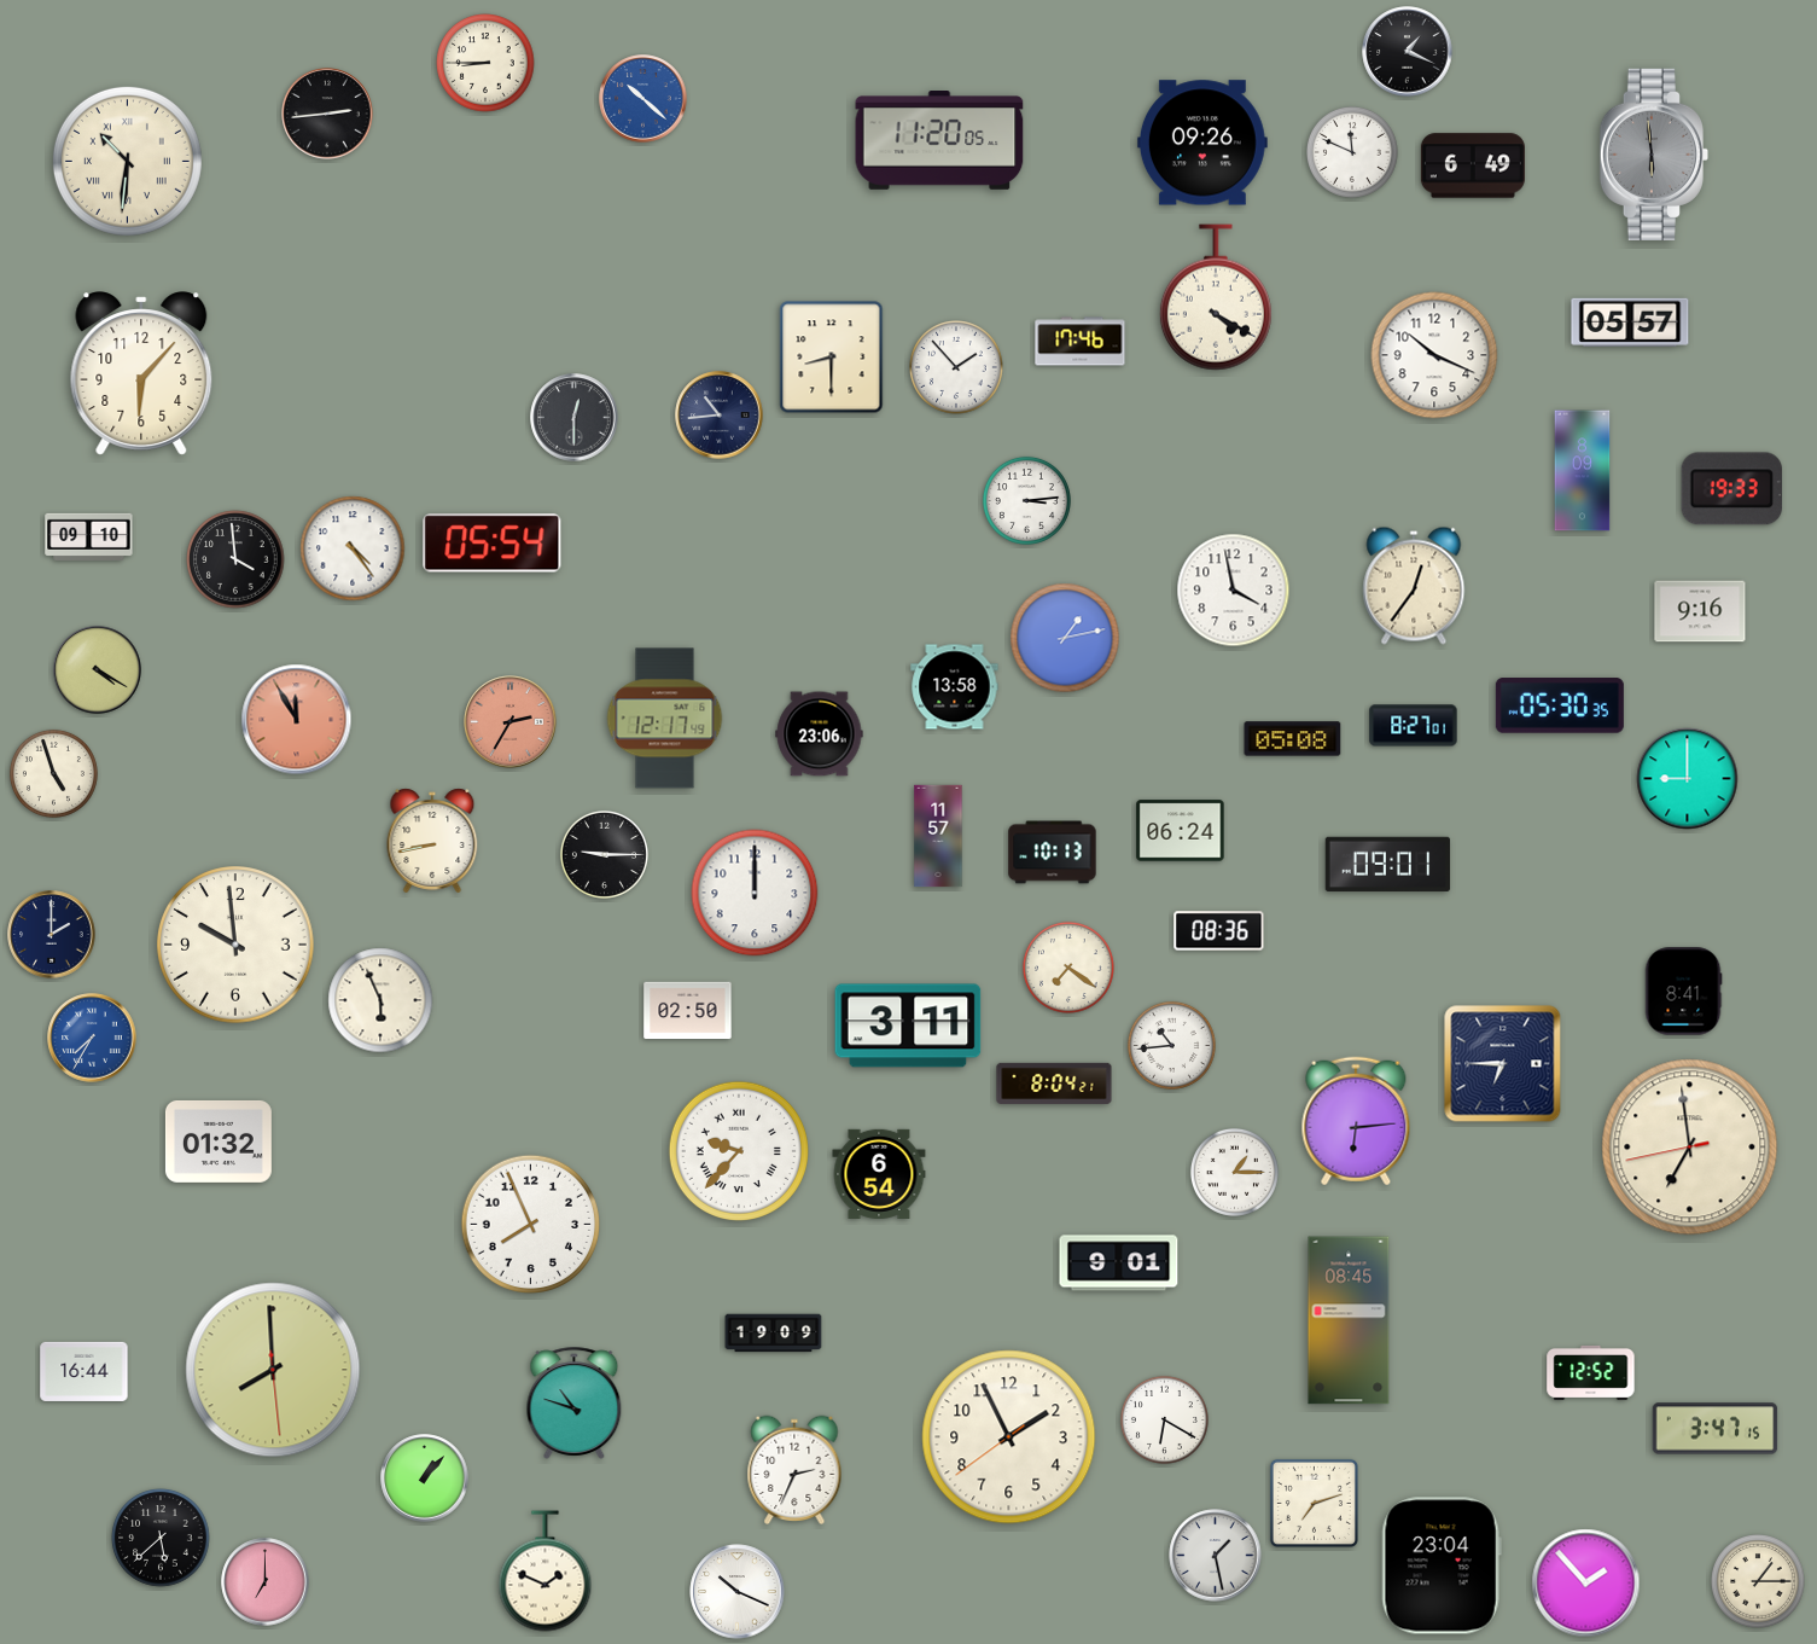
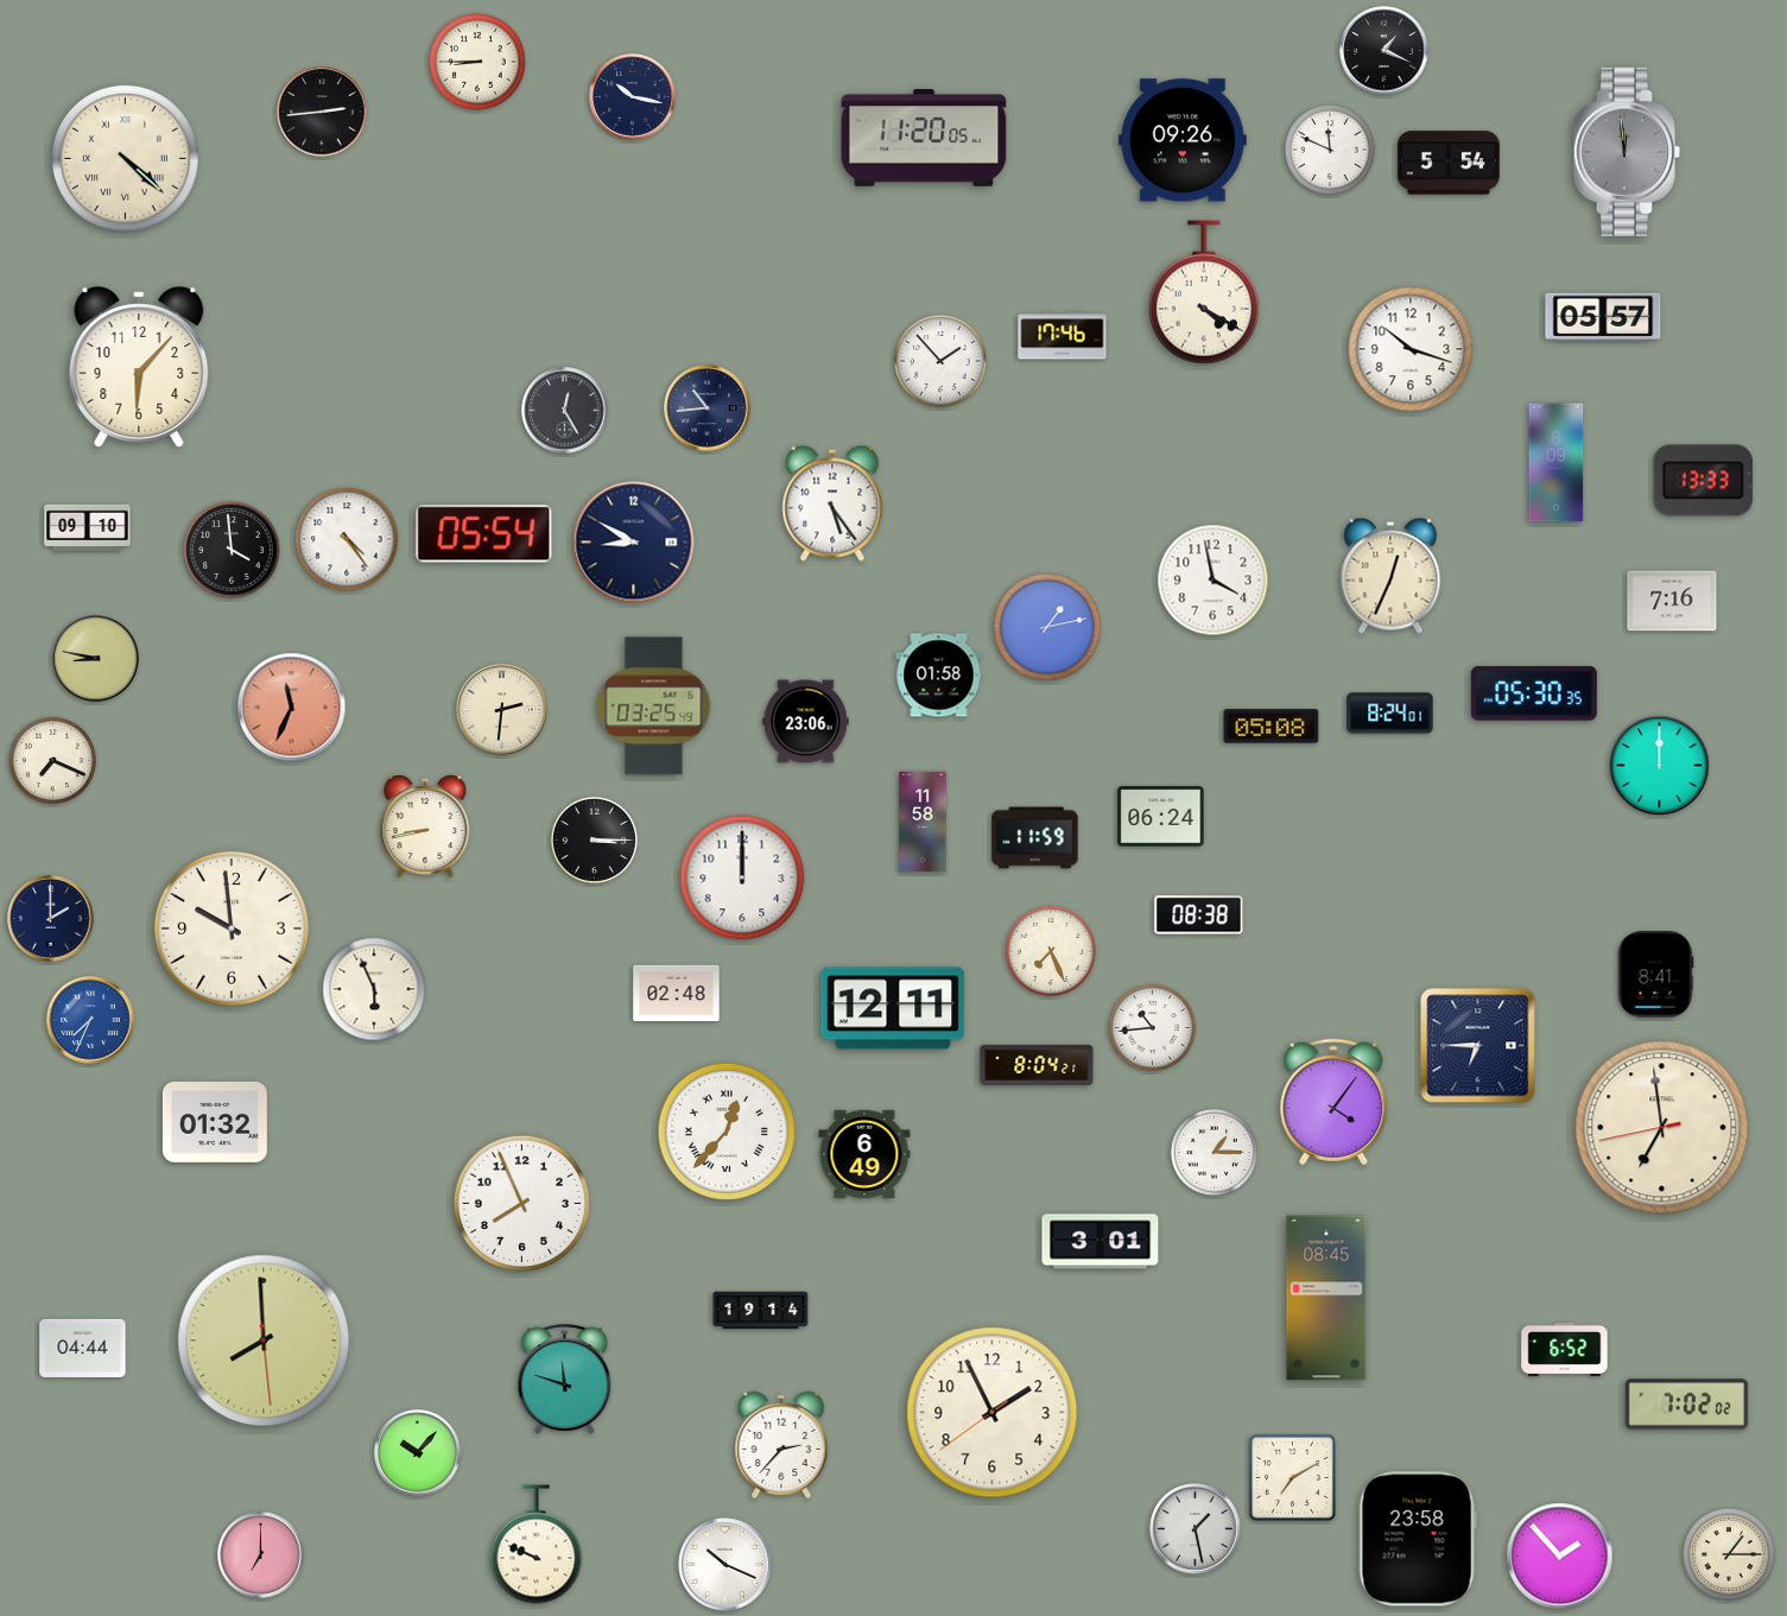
clock at (643, 99): 10:22 -> 10:17
clock at (643, 99) dial: blue -> navy
clock at (1653, 153): 5:59 -> 11:59
clock at (127, 161): 10:31 -> 4:22
clock at (1473, 165): 6:49 -> 5:54
clock at (1216, 297) position: (1216, 297) -> (1204, 292)
clock at (1434, 355): 10:19 -> 10:18
clock at (832, 358): 8:30 -> none
clock at (575, 418): 12:30 -> 12:25
clock at (1731, 489): 19:33 -> 13:33
clock at (1026, 500): 3:14 -> none
clock at (832, 503): none -> 5:24
clock at (634, 543): none -> 8:50
clock at (1414, 586): 12:36 -> 12:34
clock at (1700, 611): 9:16 -> 7:16
clock at (98, 670): 4:20 -> 8:47
clock at (955, 687): 13:58 -> 01:58
clock at (665, 719): 12:17 -> 03:25
clock at (297, 720): 11:55 -> 11:34
clock at (511, 722): 2:35 -> 2:31
clock at (511, 722) dial: salmon -> cream
clock at (1414, 726): 8:27 -> 8:24
clock at (53, 773): 4:57 -> 7:19
clock at (1688, 779): 9:00 -> 12:00
clock at (938, 836): 11:57 -> 11:58
clock at (1053, 853): 10:13 -> 11:59
clock at (604, 854): 9:15 -> 3:15
clock at (1388, 865): 09:01 -> none
clock at (1219, 931): 08:36 -> 08:38
clock at (1068, 968): 7:21 -> 7:26
clock at (380, 1000) position: (380, 1000) -> (374, 989)
clock at (688, 1011): 02:50 -> 02:48
clock at (908, 1026): 3:11 -> 12:11
clock at (92, 1038): 7:35 -> 7:34
clock at (1356, 1121): 6:14 -> 4:06
clock at (738, 1150): 9:37 -> 12:37
clock at (879, 1174): 6:54 -> 6:49
clock at (1119, 1264): 9:01 -> 3:01
clock at (774, 1334): 19:09 -> 19:14
clock at (273, 1370) position: (273, 1370) -> (264, 1341)
clock at (85, 1371): 16:44 -> 04:44
clock at (1591, 1372): 12:52 -> 6:52
clock at (575, 1402): 10:48 -> 11:48
clock at (1164, 1419): 6:20 -> none
clock at (1716, 1429): 3:47 -> 7:02
clock at (794, 1470): 2:34 -> 2:37
clock at (425, 1479): 1:07 -> 10:07
clock at (1314, 1503): 7:12 -> 7:10
clock at (161, 1538): 5:38 -> none
clock at (1442, 1565): 23:04 -> 23:58
clock at (546, 1572): 1:49 -> 9:49
